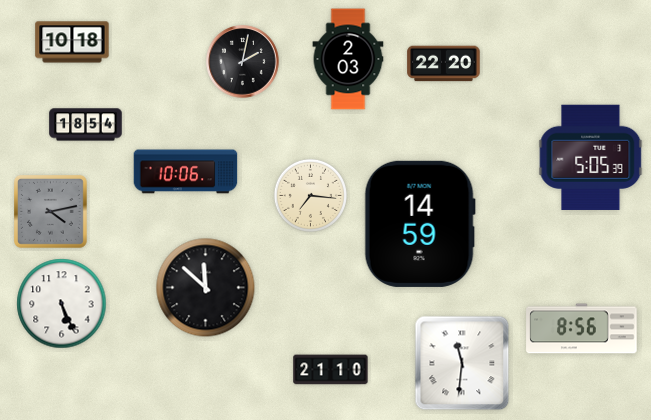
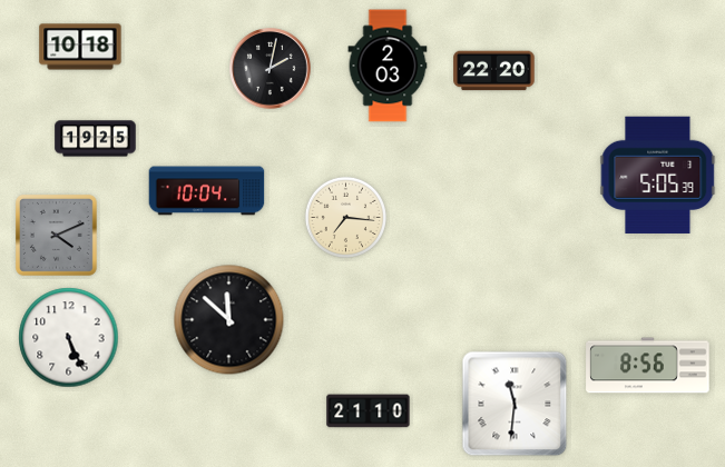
clock at (86, 125): 18:54 -> 19:25
clock at (186, 172): 10:06 -> 10:04
clock at (51, 212): 4:13 -> 4:11
clock at (420, 224): 14:59 -> none
